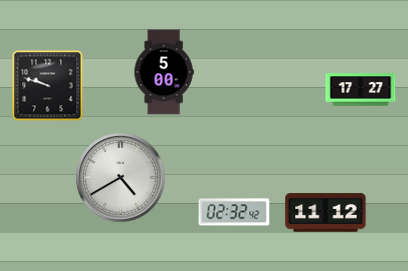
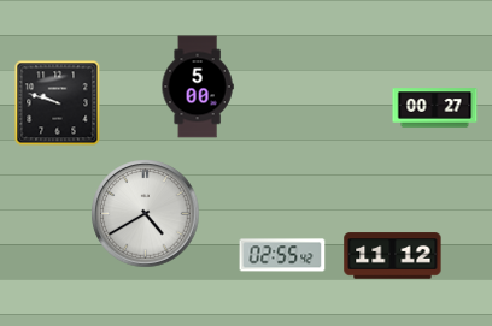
clock at (361, 90): 17:27 -> 00:27
clock at (234, 212): 02:32 -> 02:55
